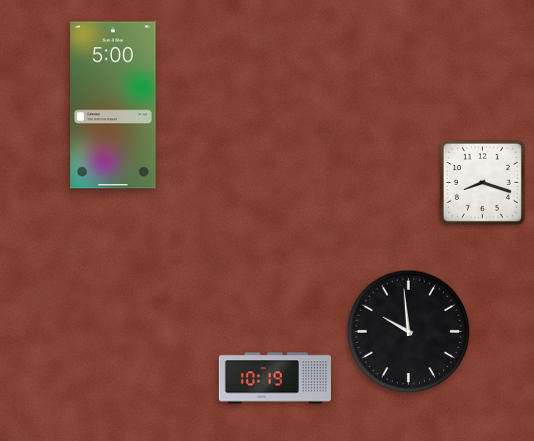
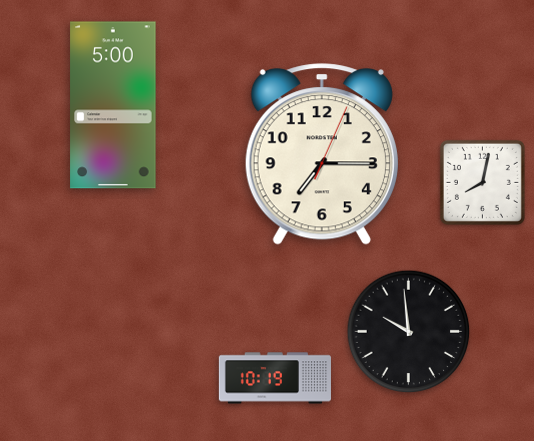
clock at (322, 154): none -> 7:15
clock at (482, 182): 8:18 -> 8:02
